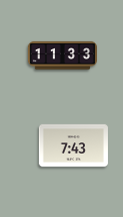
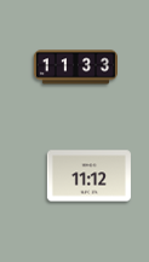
clock at (73, 146): 7:43 -> 11:12
